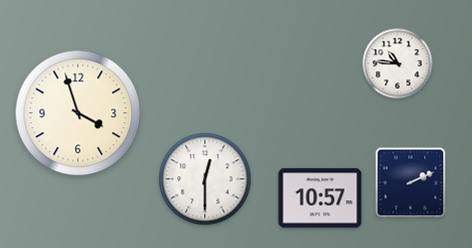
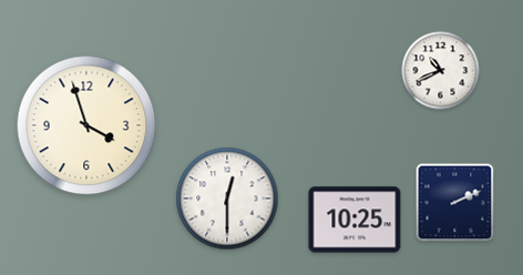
clock at (398, 64): 10:46 -> 10:41
clock at (320, 198): 10:57 -> 10:25
